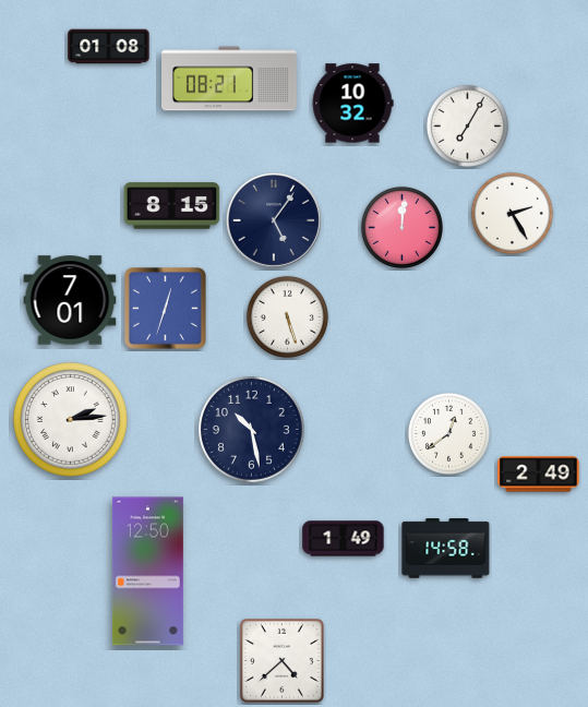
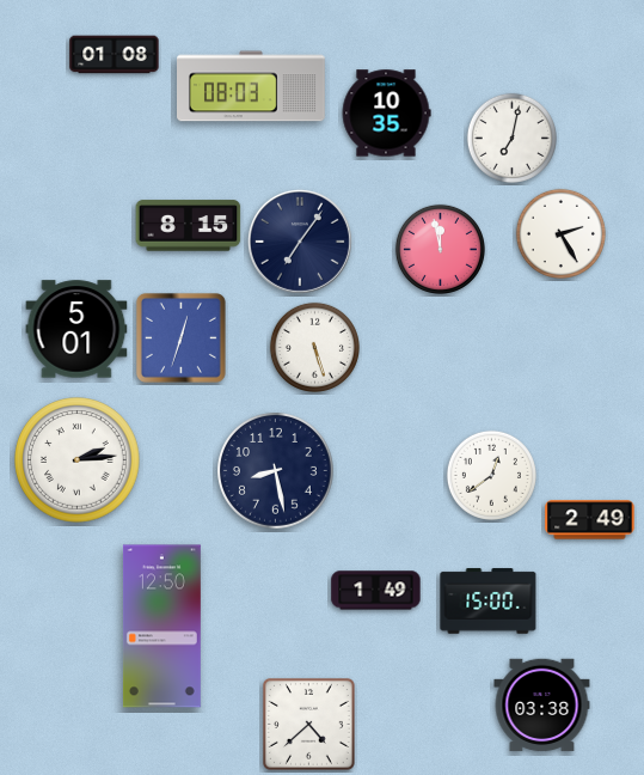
clock at (109, 47) position: (109, 47) -> (115, 55)
clock at (230, 79): 08:21 -> 08:03
clock at (352, 104): 10:32 -> 10:35
clock at (467, 125): 7:05 -> 7:02
clock at (274, 220): 5:06 -> 7:06
clock at (401, 227): 12:01 -> 11:58
clock at (70, 300): 7:01 -> 5:01
clock at (252, 430): 10:28 -> 8:28
clock at (446, 549): 14:58 -> 15:00
clock at (542, 706): none -> 03:38
